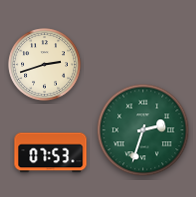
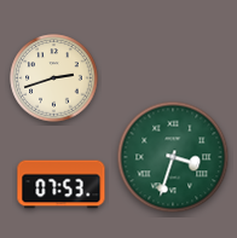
clock at (143, 130): 2:33 -> 3:33
